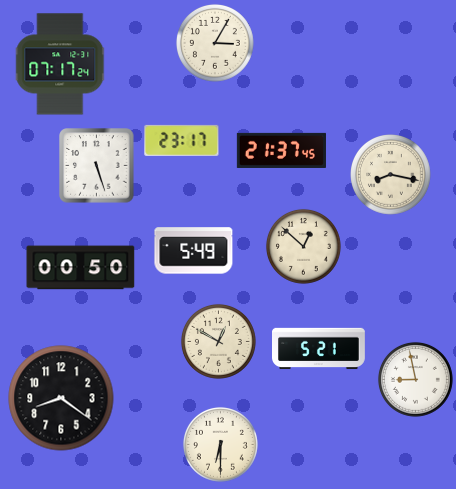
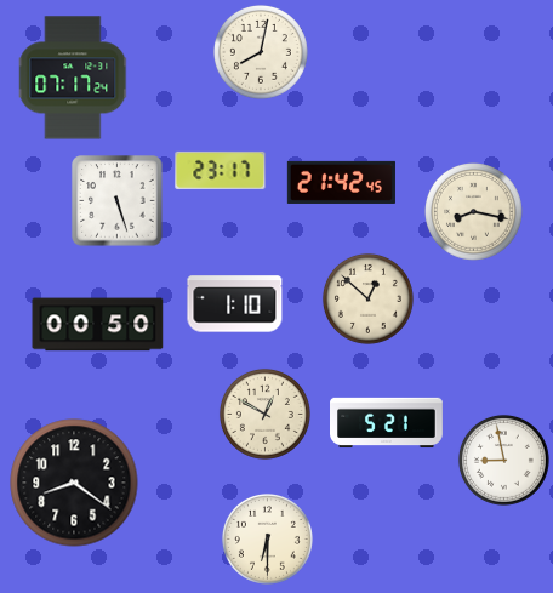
clock at (215, 43): 3:05 -> 8:02
clock at (281, 150): 21:37 -> 21:42
clock at (194, 251): 5:49 -> 1:10
